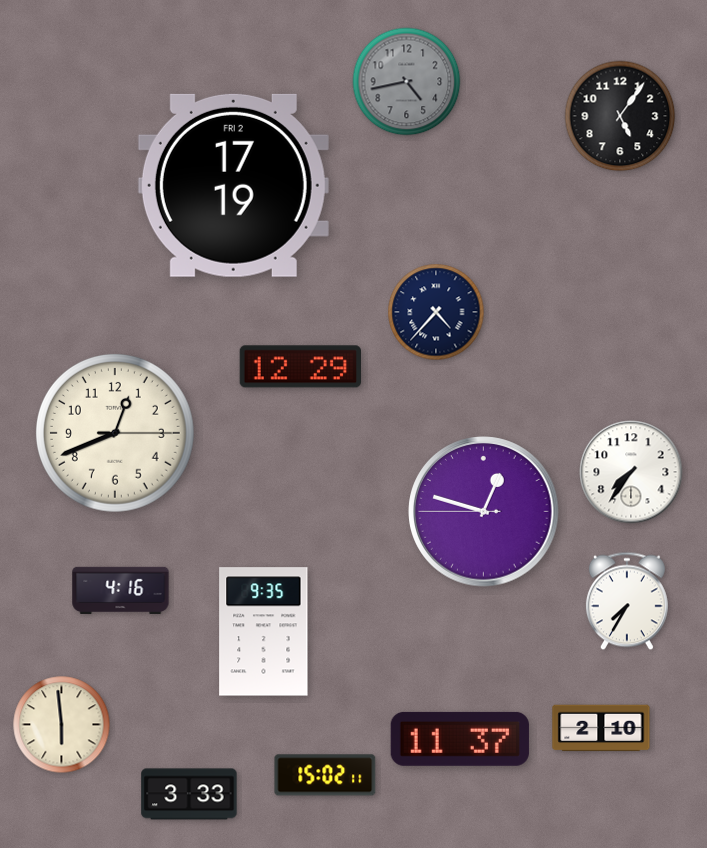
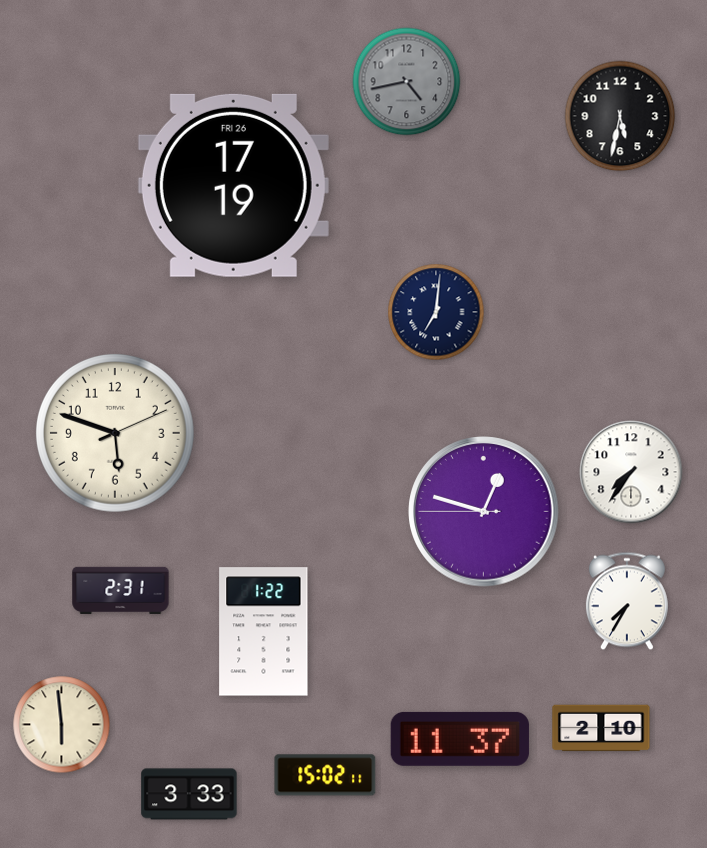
clock at (620, 116): 5:06 -> 5:32
clock at (233, 185) date: FRI 2 -> FRI 26
clock at (436, 312): 4:37 -> 7:01
clock at (300, 367): 12:29 -> none
clock at (115, 433): 12:41 -> 5:48
clock at (121, 590): 4:16 -> 2:31
clock at (264, 632): 9:35 -> 1:22
